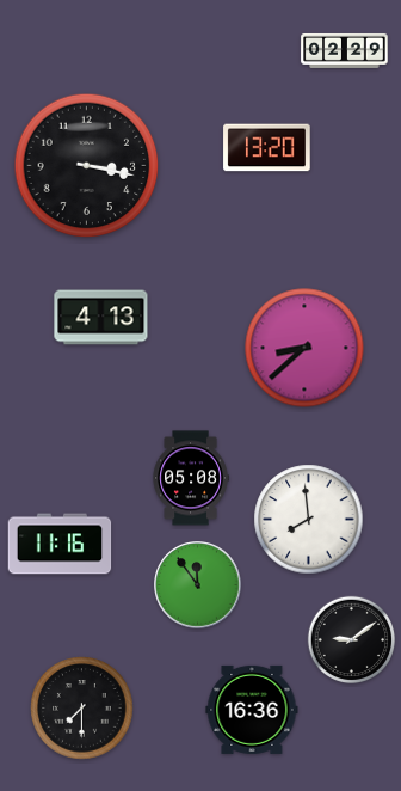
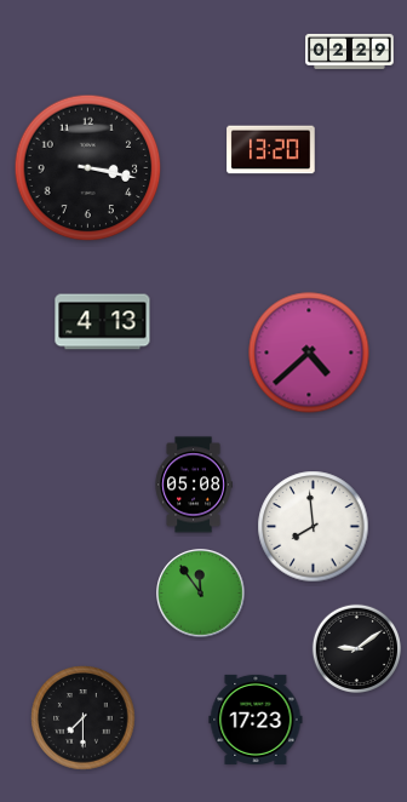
clock at (304, 348): 8:38 -> 4:38
clock at (60, 544): 11:16 -> none
clock at (252, 710): 16:36 -> 17:23
